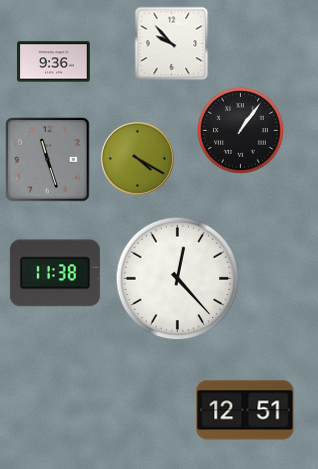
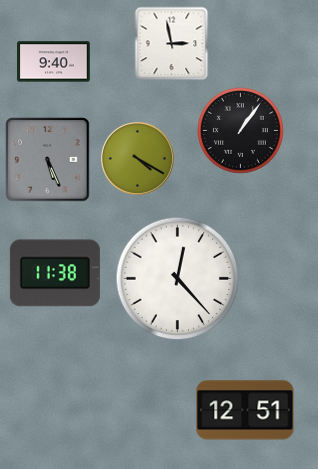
clock at (172, 44): 9:53 -> 2:58
clock at (54, 62): 9:36 -> 9:40
clock at (48, 160): 11:27 -> 5:26
